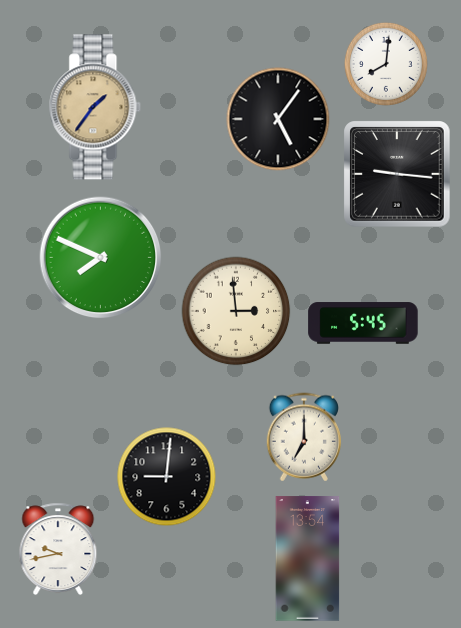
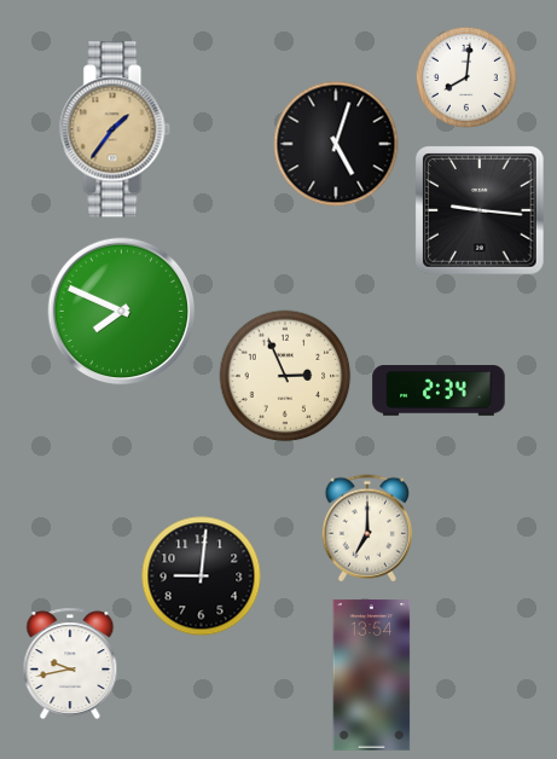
clock at (278, 119): 5:06 -> 5:03
clock at (236, 311): 2:59 -> 2:56
clock at (363, 323): 5:45 -> 2:34
